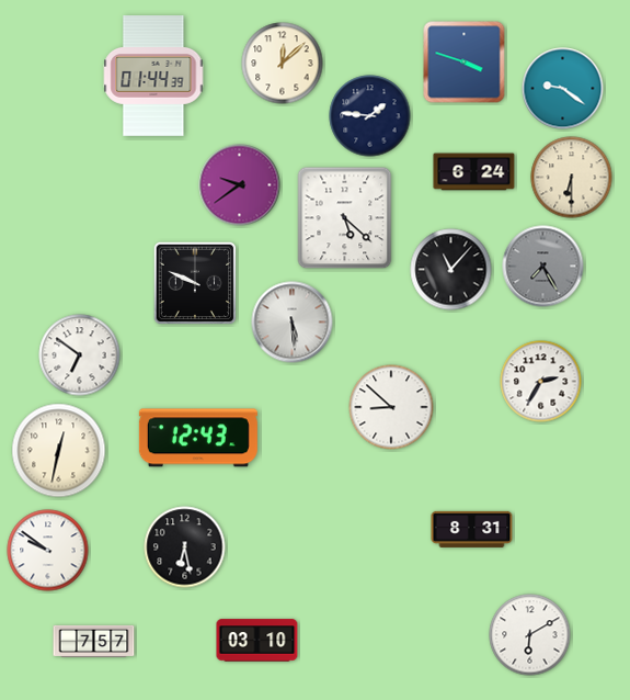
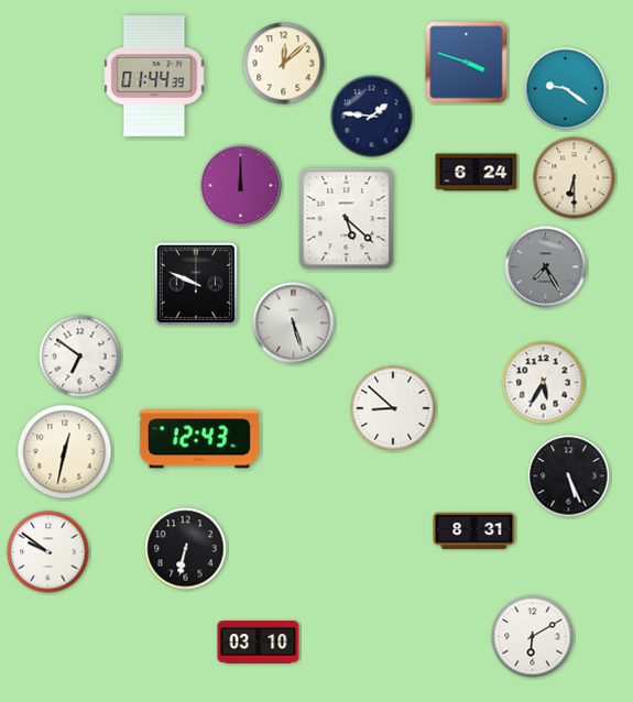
clock at (240, 185): 9:39 -> 12:00
clock at (451, 270): 11:07 -> none
clock at (293, 323): 5:29 -> 5:27
clock at (541, 382): 2:35 -> 5:35
clock at (59, 451) position: (59, 451) -> (65, 452)
clock at (569, 476): none -> 5:26
clock at (185, 547): 6:28 -> 6:32
clock at (94, 641): 7:57 -> none
